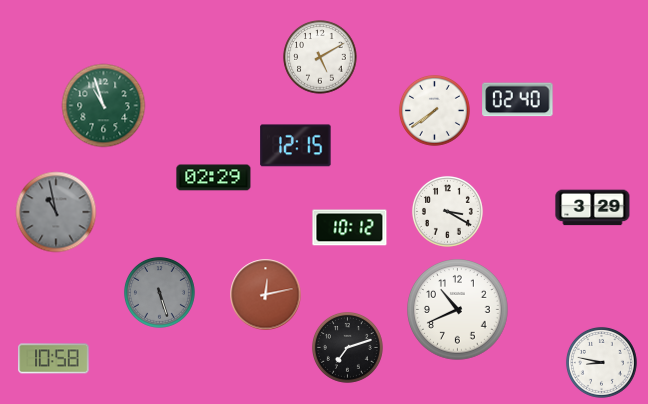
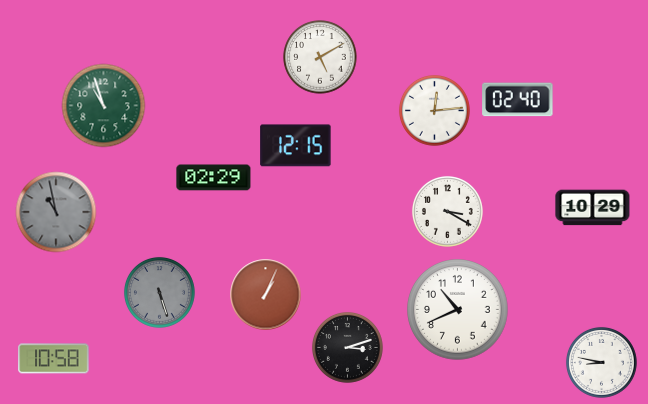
clock at (434, 110): 7:39 -> 12:14
clock at (593, 208): 3:29 -> 10:29
clock at (350, 228): 10:12 -> none
clock at (266, 295): 12:13 -> 1:04
clock at (347, 347): 7:12 -> 3:12
